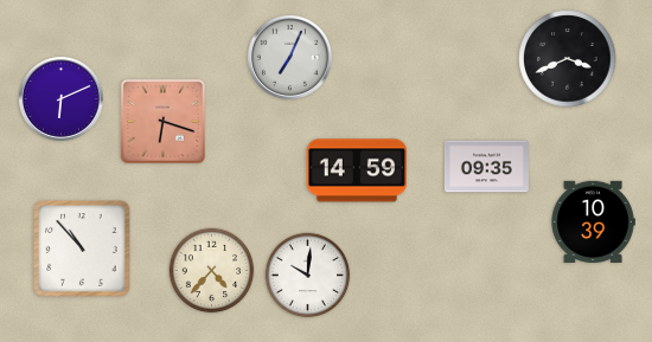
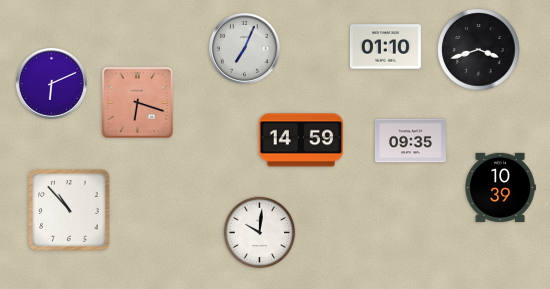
clock at (385, 47): none -> 01:10
clock at (568, 59): 3:41 -> 3:42
clock at (356, 170) position: (356, 170) -> (300, 140)
clock at (212, 271): 4:37 -> none
